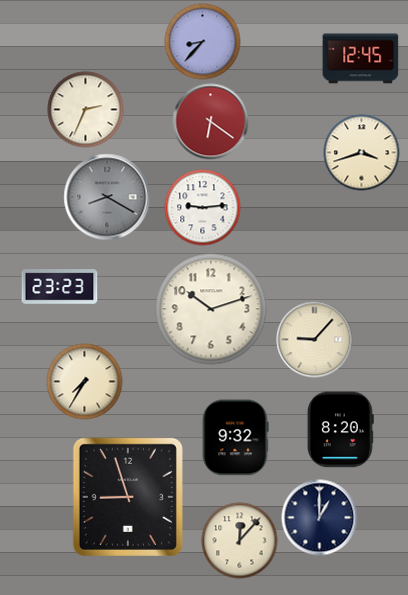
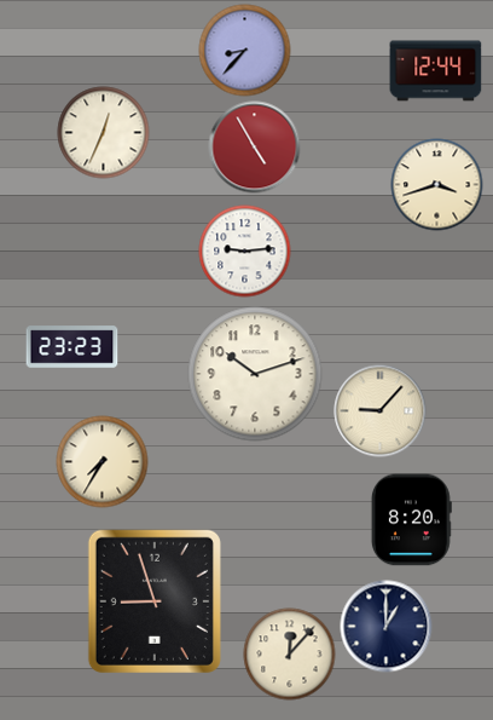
clock at (361, 59): 12:45 -> 12:44
clock at (86, 110): 2:34 -> 12:34
clock at (211, 122): 6:21 -> 4:55
clock at (107, 197): 8:20 -> none
clock at (235, 438): 9:32 -> none
